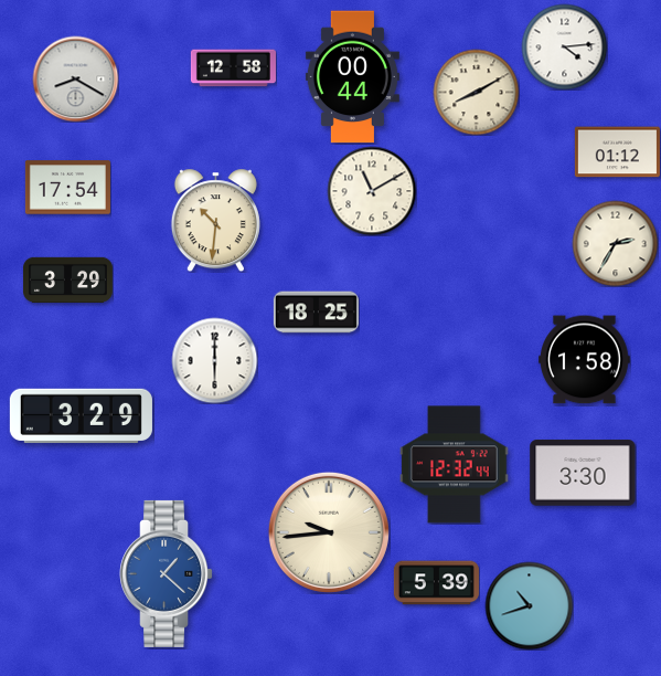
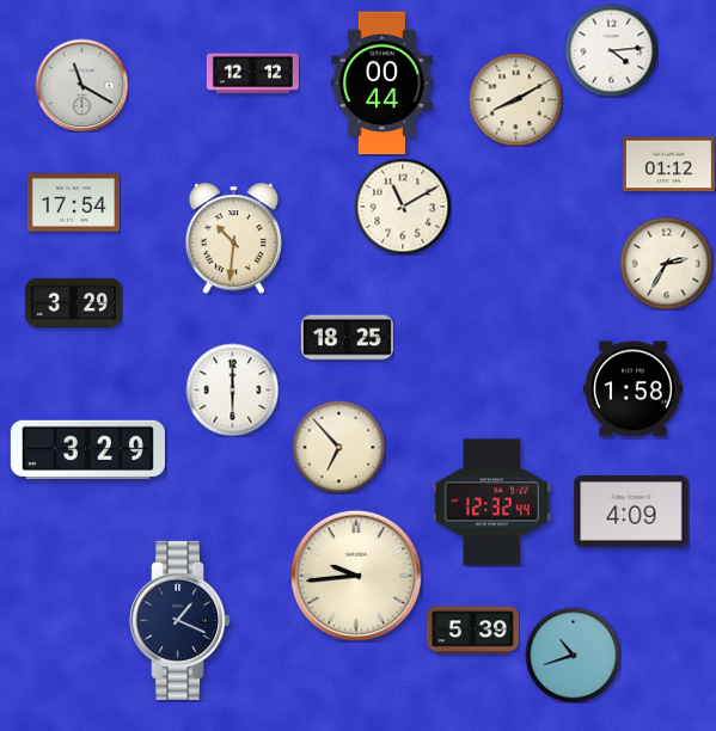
clock at (233, 68): 12:58 -> 12:12
clock at (75, 78): 8:20 -> 11:20
clock at (316, 313) position: (316, 313) -> (347, 338)
clock at (338, 447): none -> 6:53
clock at (583, 473): 3:30 -> 4:09
clock at (167, 573): 1:22 -> 1:19
clock at (167, 573) dial: blue -> navy
